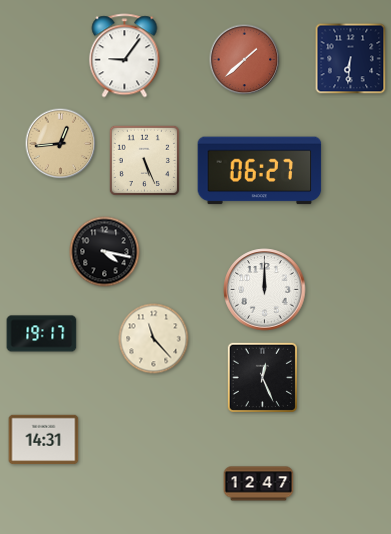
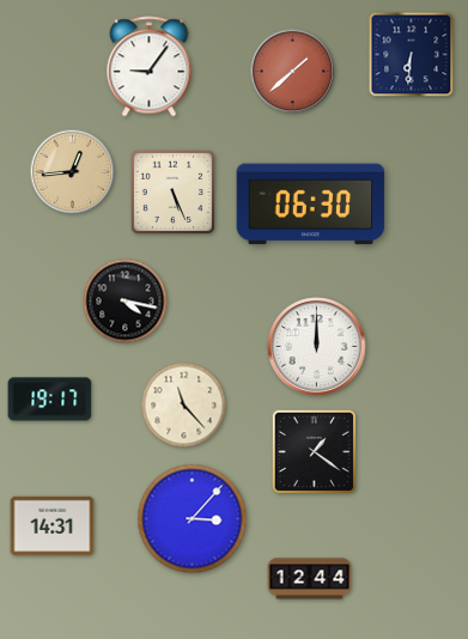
clock at (351, 59) position: (351, 59) -> (412, 55)
clock at (260, 171): 06:27 -> 06:30
clock at (262, 377): 12:26 -> 1:21
clock at (193, 519): none -> 3:07
clock at (259, 484): 12:47 -> 12:44
